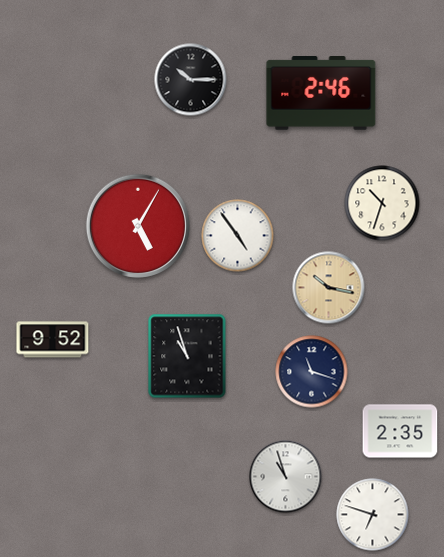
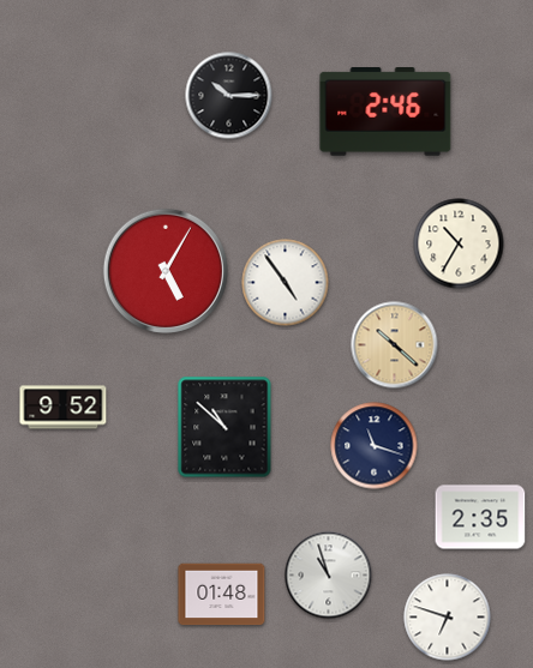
clock at (382, 203): 10:33 -> 10:35
clock at (329, 288): 10:17 -> 10:22
clock at (187, 356): 10:57 -> 10:52
clock at (286, 477) position: (286, 477) -> (329, 576)
clock at (222, 595): none -> 01:48
